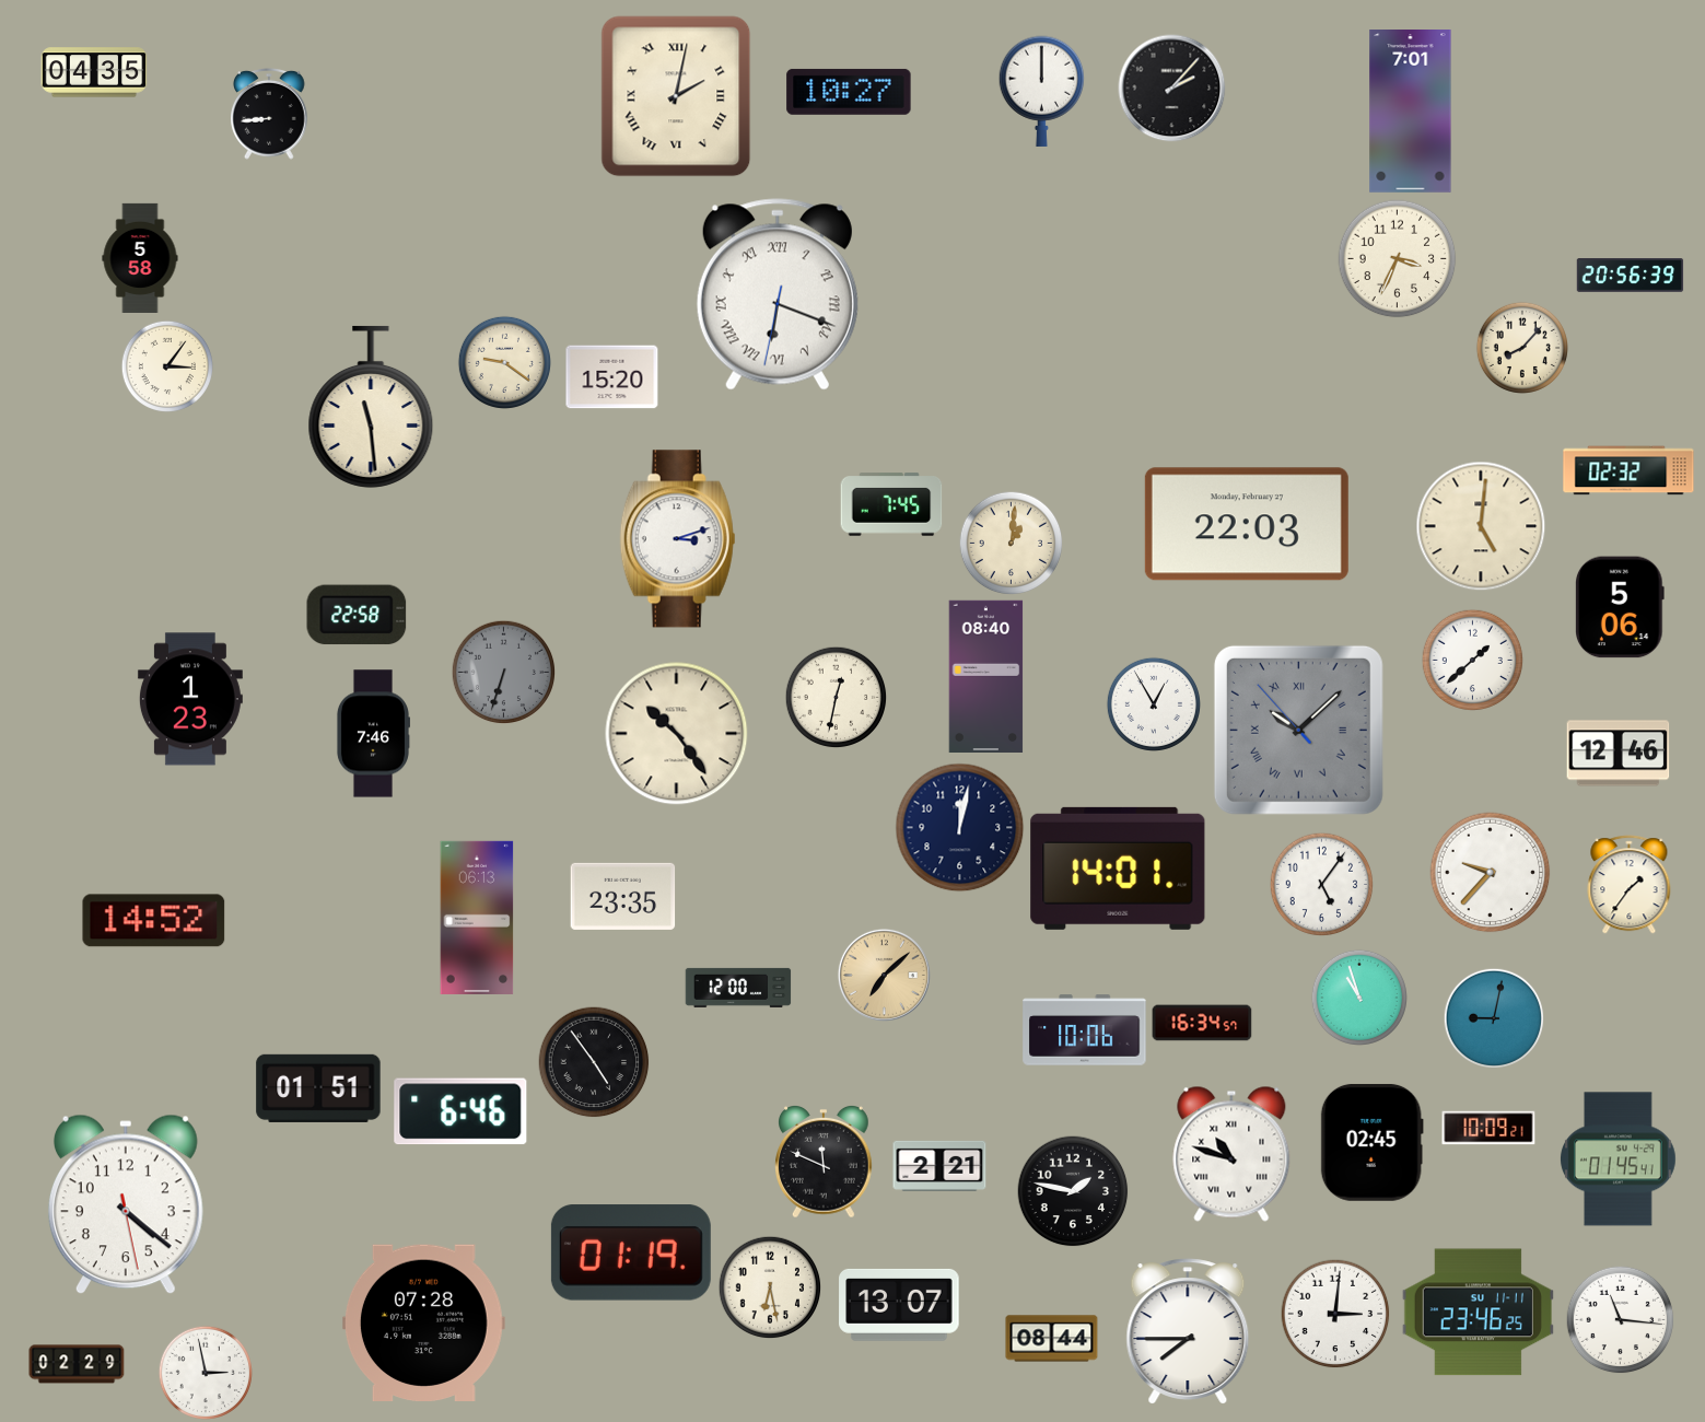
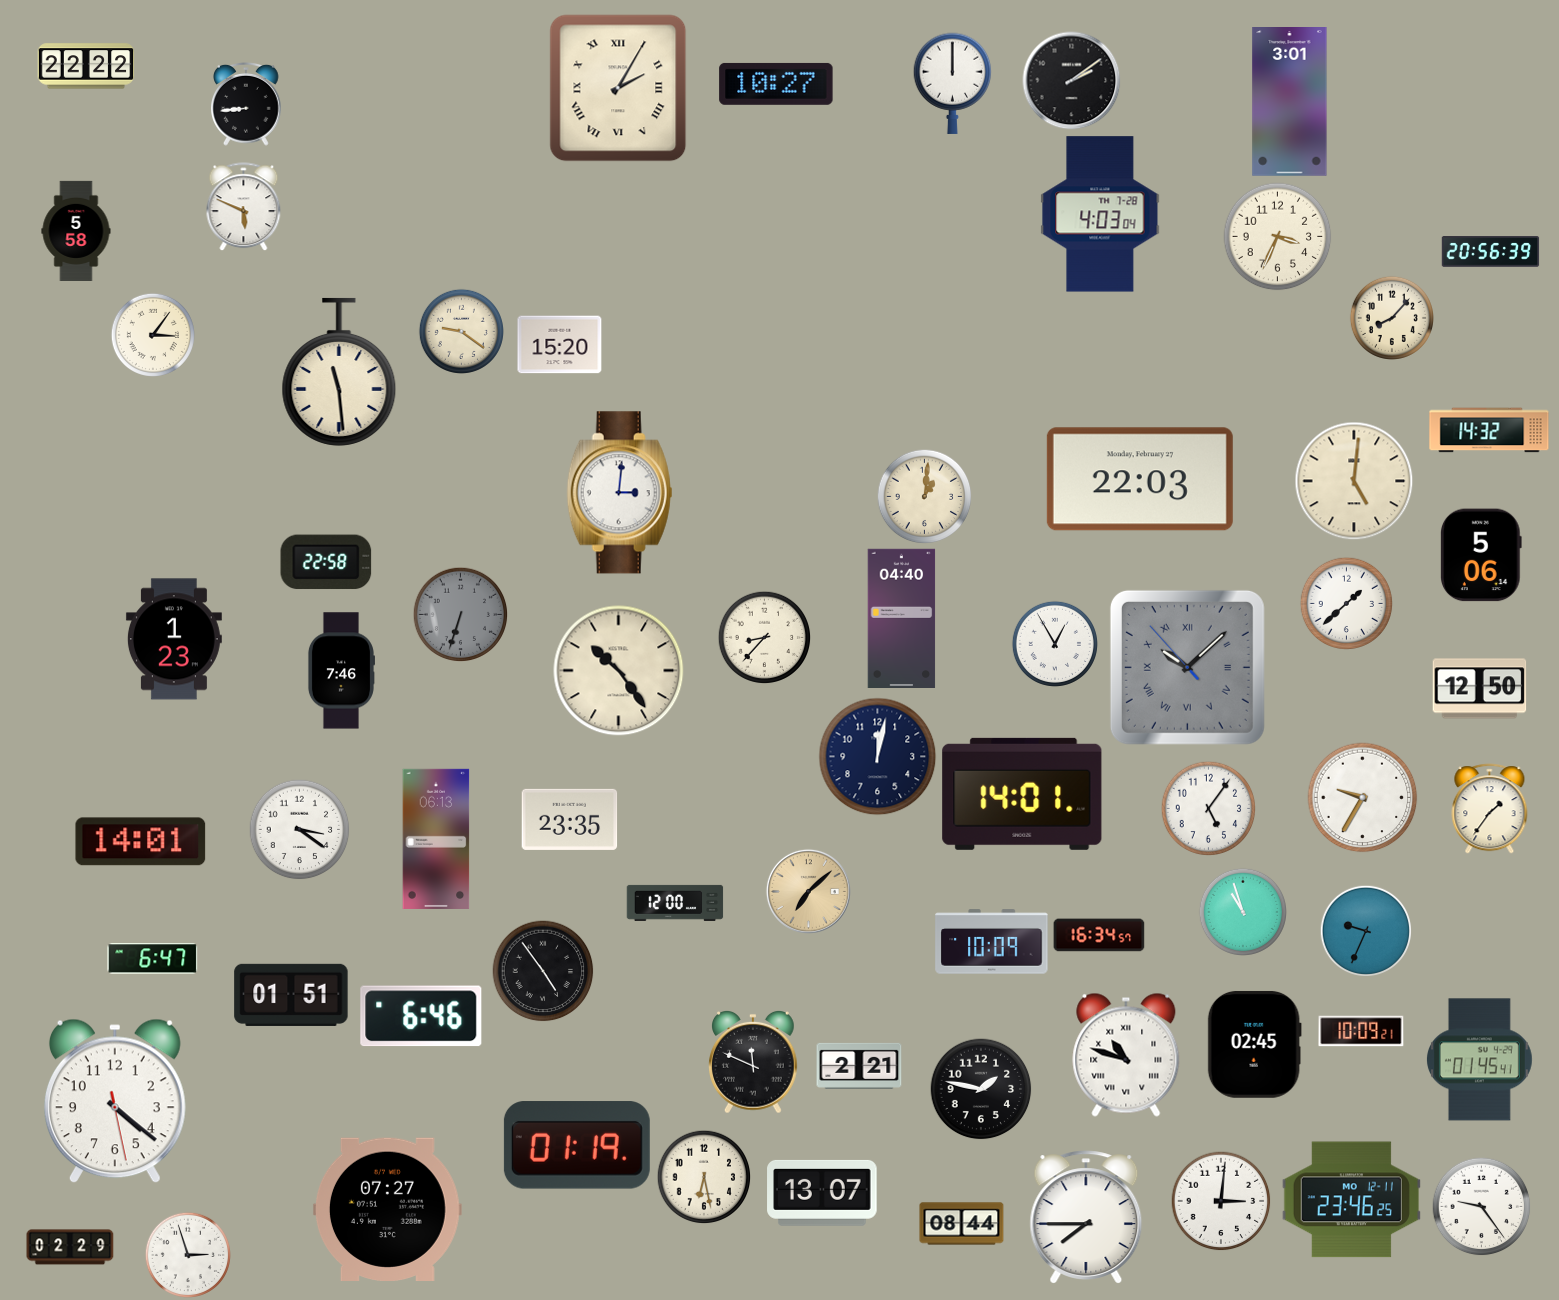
clock at (94, 72): 04:35 -> 22:22
clock at (1172, 89): 2:07 -> 2:09
clock at (676, 96): 2:02 -> 2:05
clock at (1411, 112): 7:01 -> 3:01
clock at (244, 207): none -> 5:49
clock at (1100, 214): none -> 4:03
clock at (140, 258) position: (140, 258) -> (76, 231)
clock at (778, 294): 6:18 -> none
clock at (1628, 470): 02:32 -> 14:32
clock at (891, 504): 7:45 -> none
clock at (678, 539): 3:12 -> 3:01
clock at (986, 676): 08:40 -> 04:40
clock at (836, 697): 12:32 -> 8:37
clock at (1619, 754): 12:46 -> 12:50
clock at (1491, 873): 9:37 -> 9:35
clock at (300, 830): none -> 3:21
clock at (154, 921): 14:52 -> 14:01
clock at (1493, 1017): 9:02 -> 9:34
clock at (1085, 1030): 10:06 -> 10:09
clock at (153, 959): none -> 6:47
clock at (1478, 1313) date: SU 11-11 -> MO 12-11
clock at (1621, 1320): 11:16 -> 9:24
clock at (423, 1322): 07:28 -> 07:27
clock at (206, 1373): 2:58 -> 2:57
